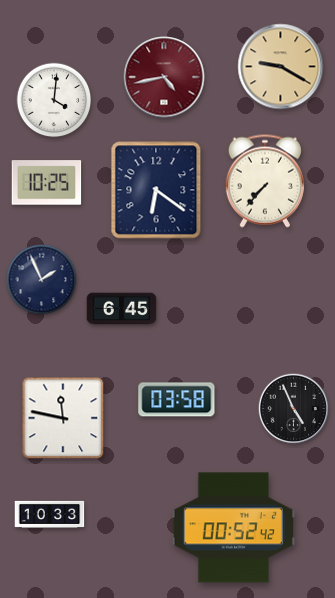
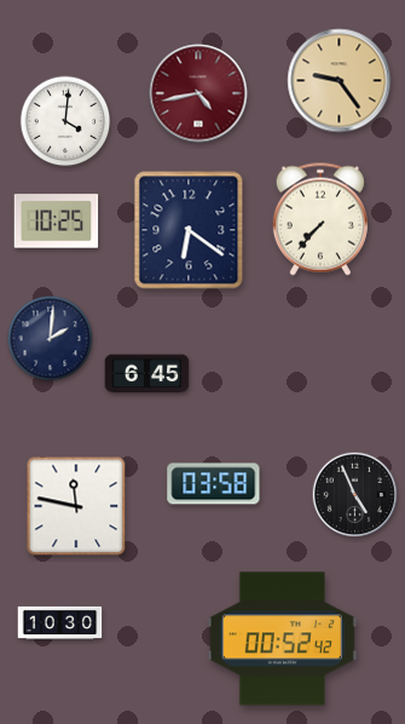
clock at (281, 67): 9:20 -> 9:24
clock at (42, 280): 1:56 -> 2:01
clock at (50, 514): 10:33 -> 10:30
